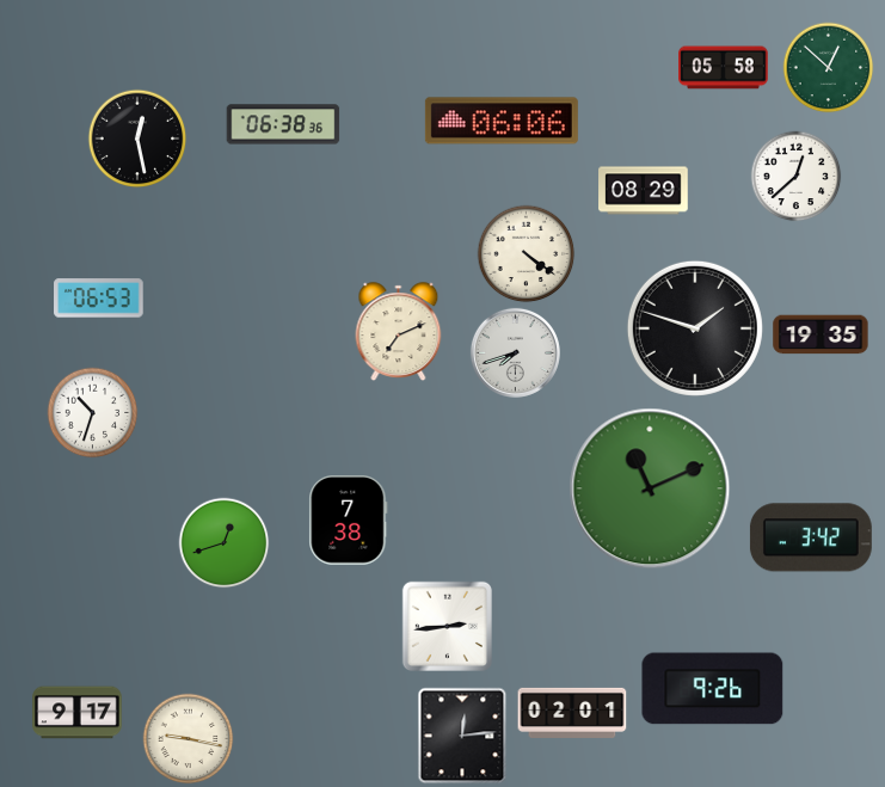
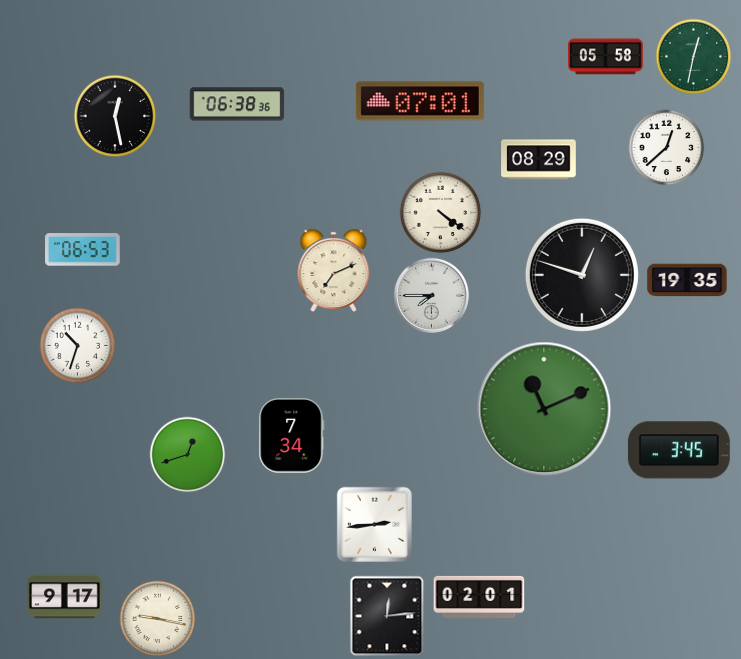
clock at (829, 68): 12:52 -> 12:32
clock at (502, 121): 06:06 -> 07:01
clock at (695, 328): 1:48 -> 12:48
clock at (399, 331) position: (399, 331) -> (334, 270)
clock at (515, 352): 7:42 -> 7:45
clock at (349, 521): 7:38 -> 7:34
clock at (811, 537): 3:42 -> 3:45
clock at (713, 689): 9:26 -> none
